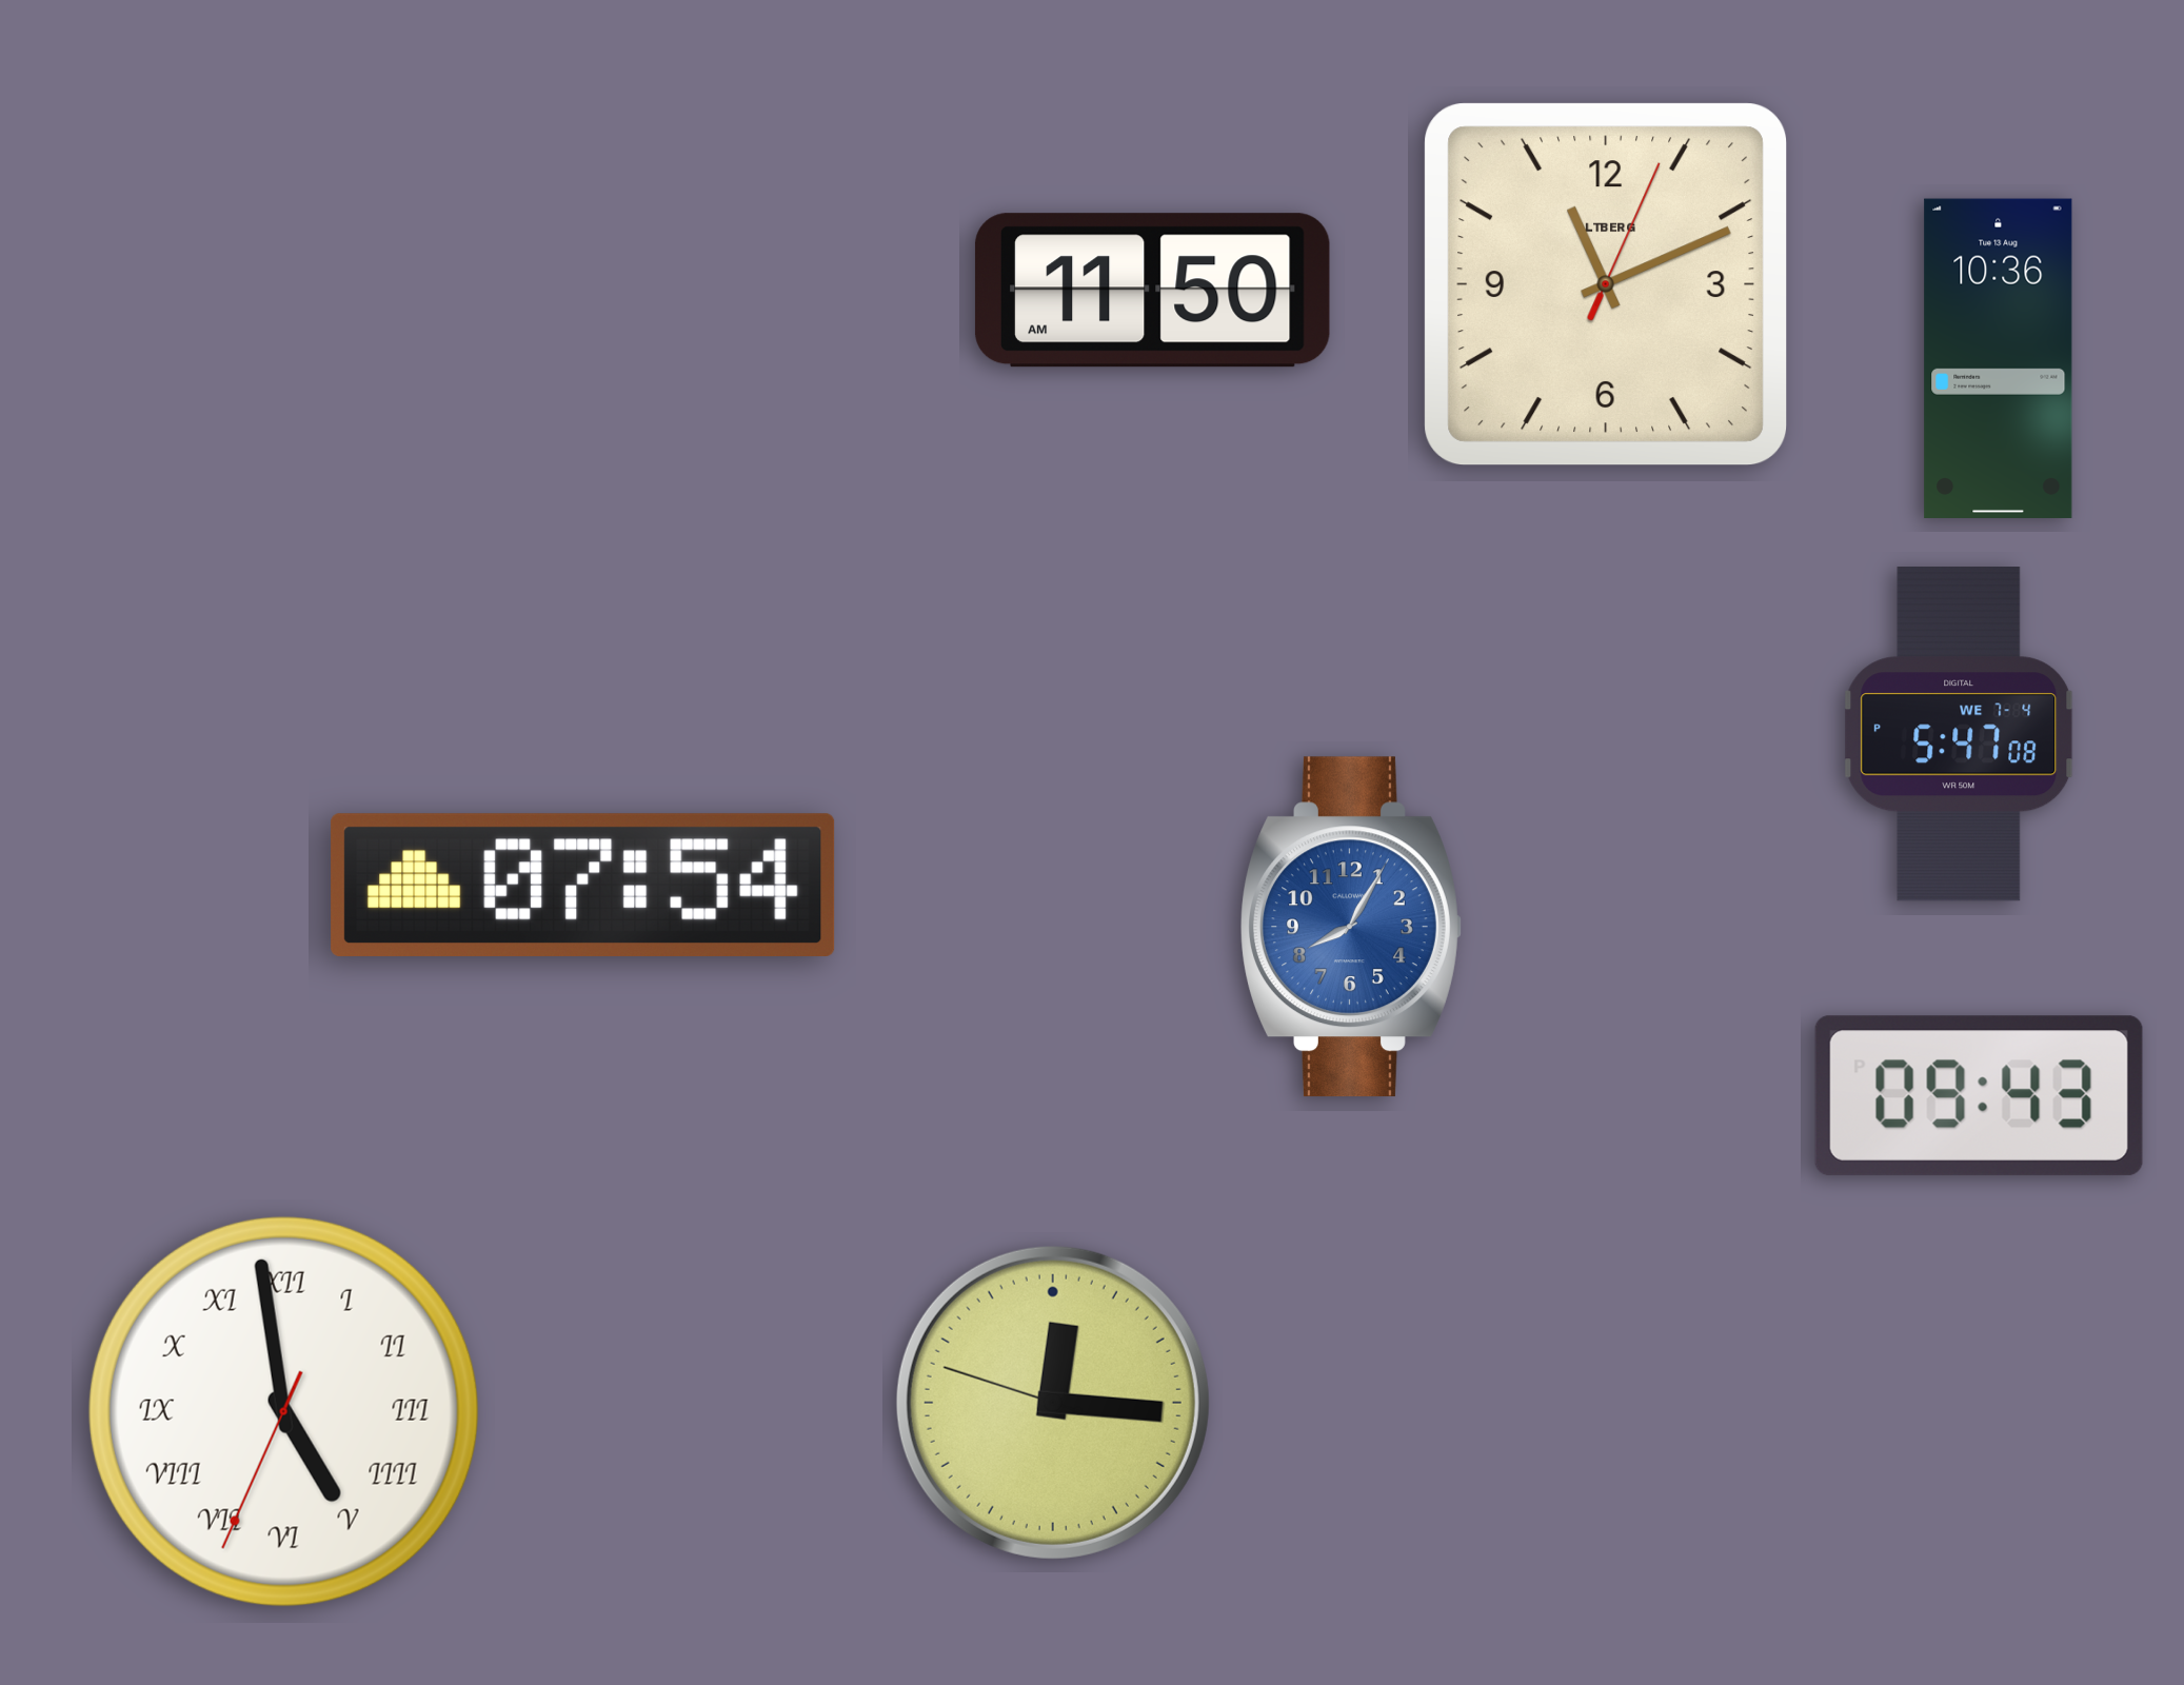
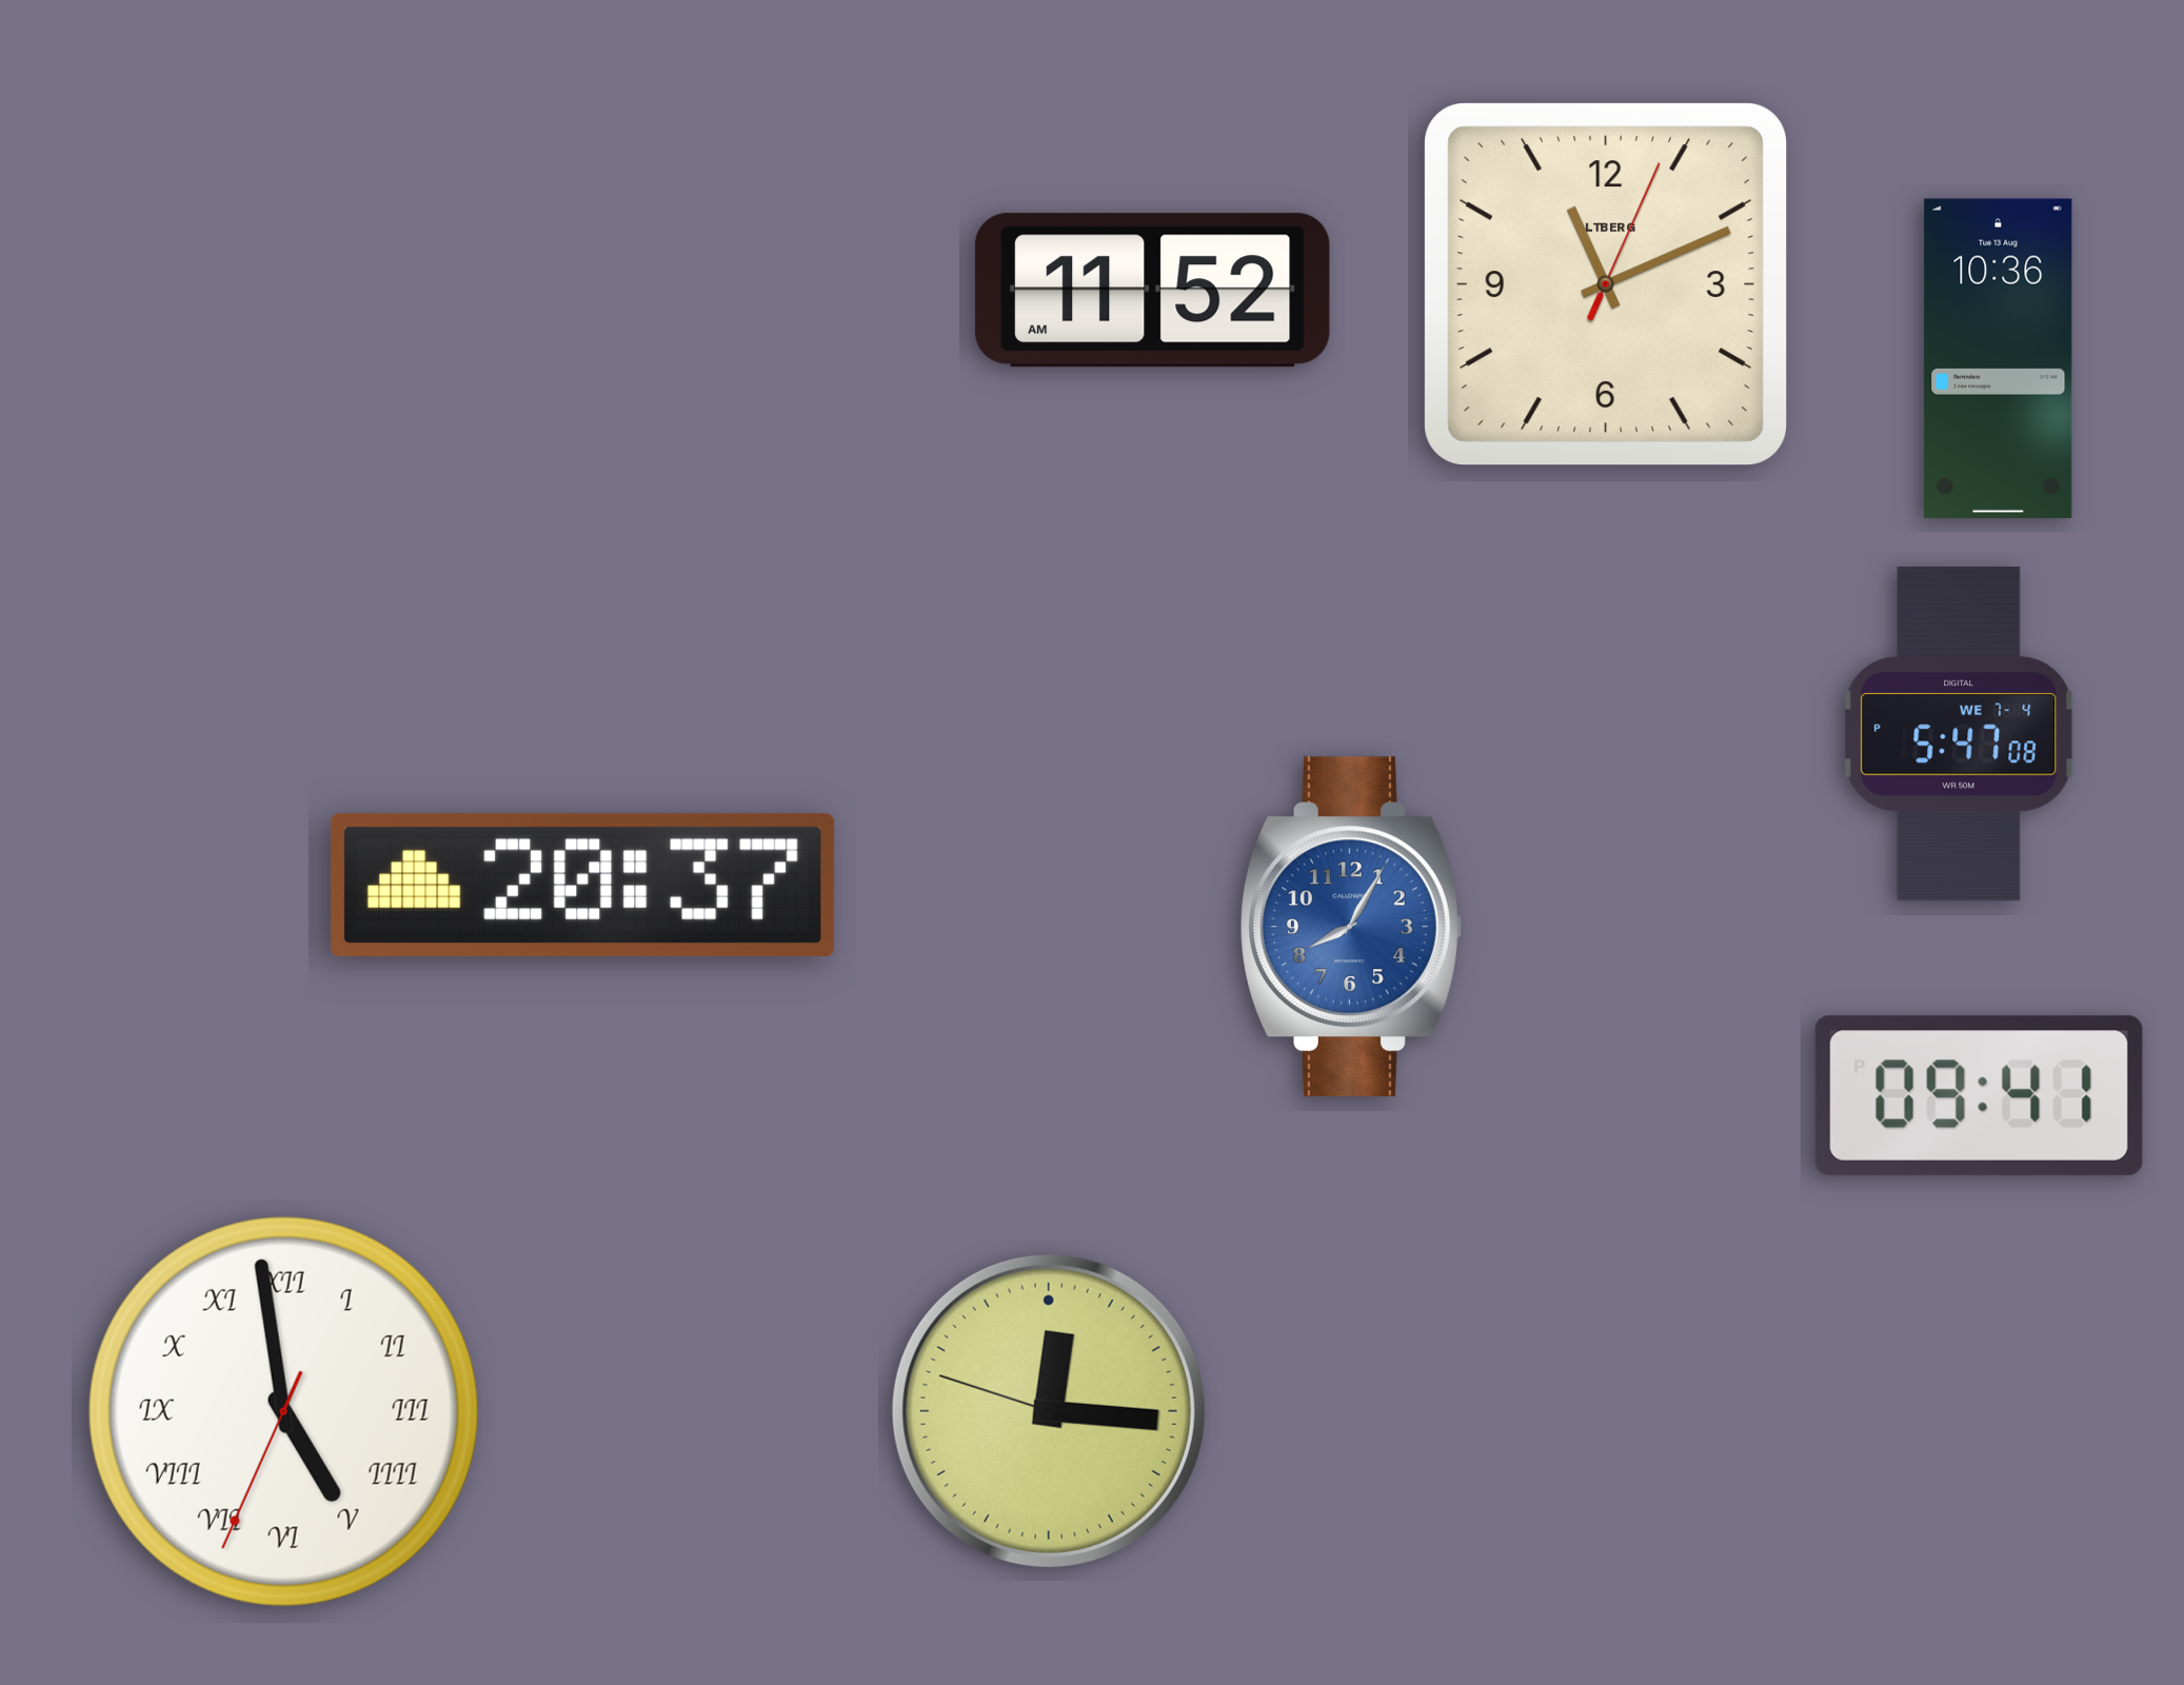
clock at (1152, 291): 11:50 -> 11:52
clock at (583, 885): 07:54 -> 20:37
clock at (1979, 1095): 09:43 -> 09:41
clock at (1053, 1403) position: (1053, 1403) -> (1049, 1411)
